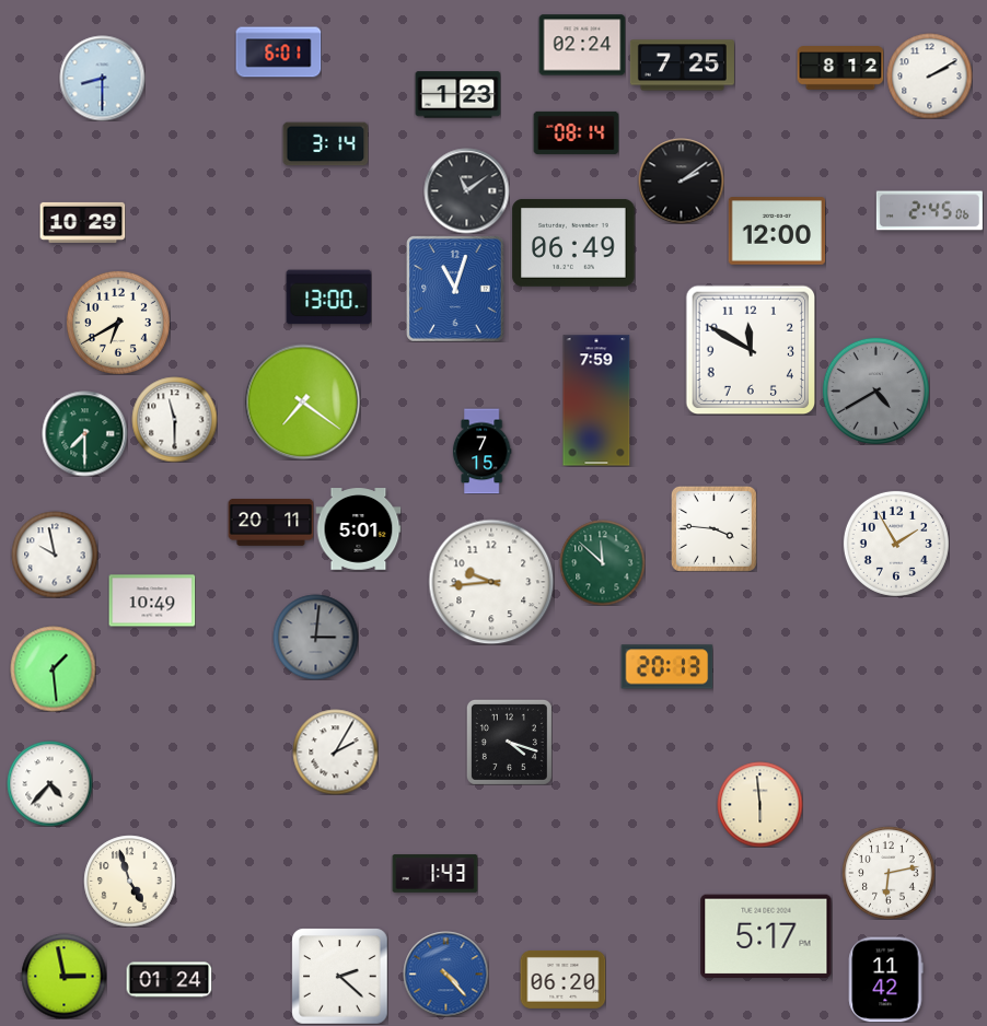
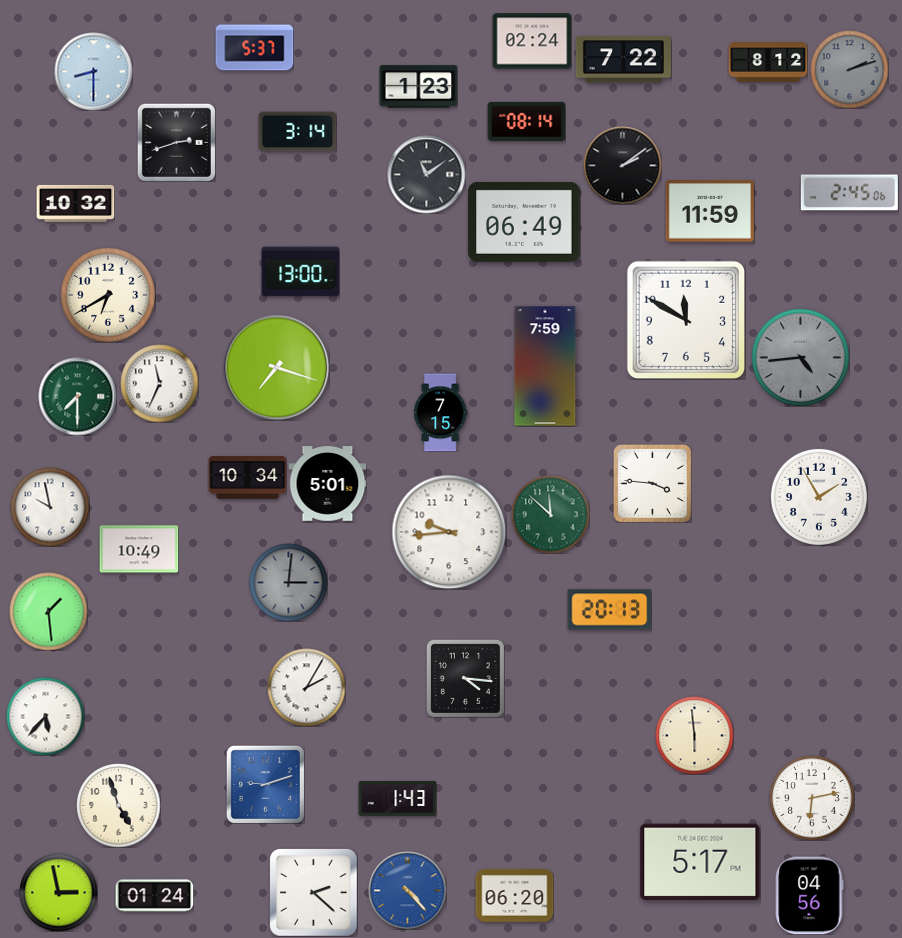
clock at (278, 53): 6:01 -> 5:37
clock at (682, 66): 7:25 -> 7:22
clock at (929, 75): 2:10 -> 2:12
clock at (929, 75) dial: white -> grey
clock at (176, 142): none -> 2:42
clock at (82, 222): 10:29 -> 10:32
clock at (777, 231): 12:00 -> 11:59
clock at (456, 289): 11:03 -> none
clock at (875, 390): 4:40 -> 4:44
clock at (302, 401): 7:21 -> 7:18
clock at (174, 419): 11:30 -> 11:34
clock at (270, 523): 20:11 -> 10:34
clock at (509, 742): 4:18 -> 4:16
clock at (49, 783): 4:37 -> 5:37
clock at (265, 784): none -> 9:12
clock at (766, 936) position: (766, 936) -> (700, 862)
clock at (339, 976) position: (339, 976) -> (313, 892)
clock at (886, 979): 11:42 -> 04:56
